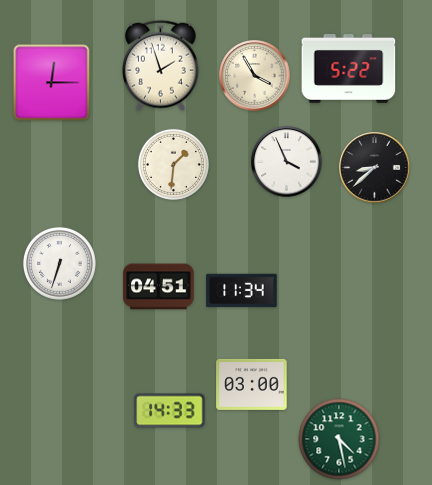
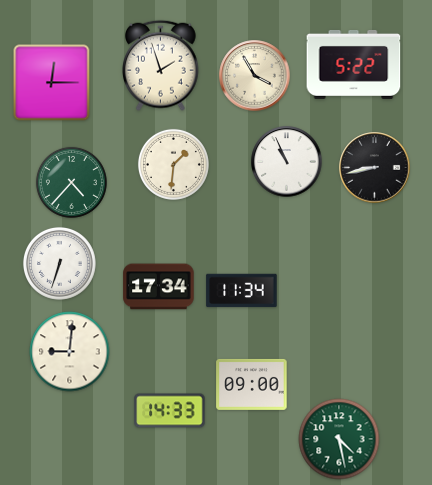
clock at (349, 68) position: (349, 68) -> (354, 64)
clock at (287, 162): 3:56 -> 10:56
clock at (375, 168): 8:38 -> 8:43
clock at (71, 182): none -> 4:37
clock at (159, 287): 04:51 -> 17:34
clock at (70, 352): none -> 9:01
clock at (252, 384): 03:00 -> 09:00
